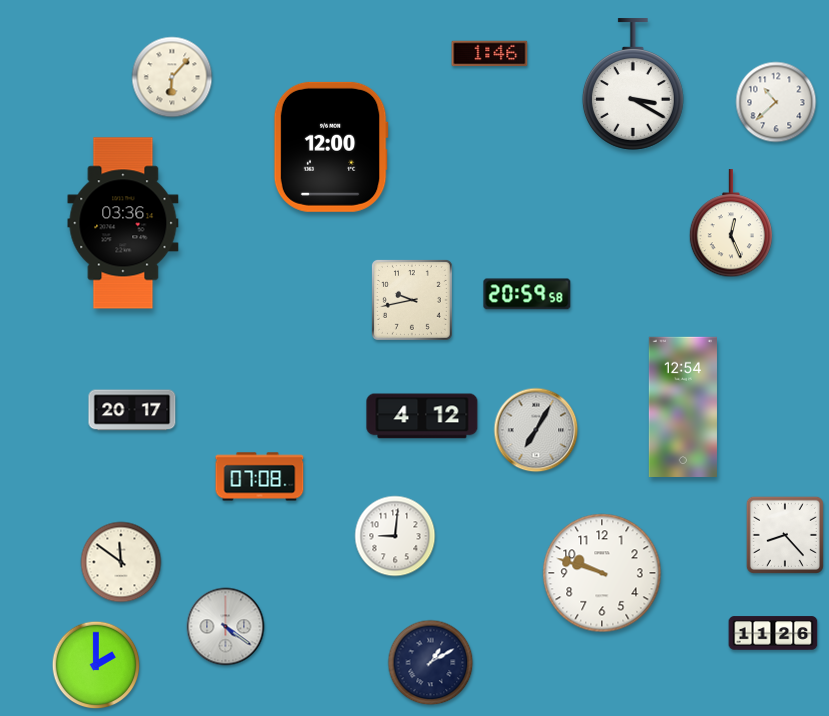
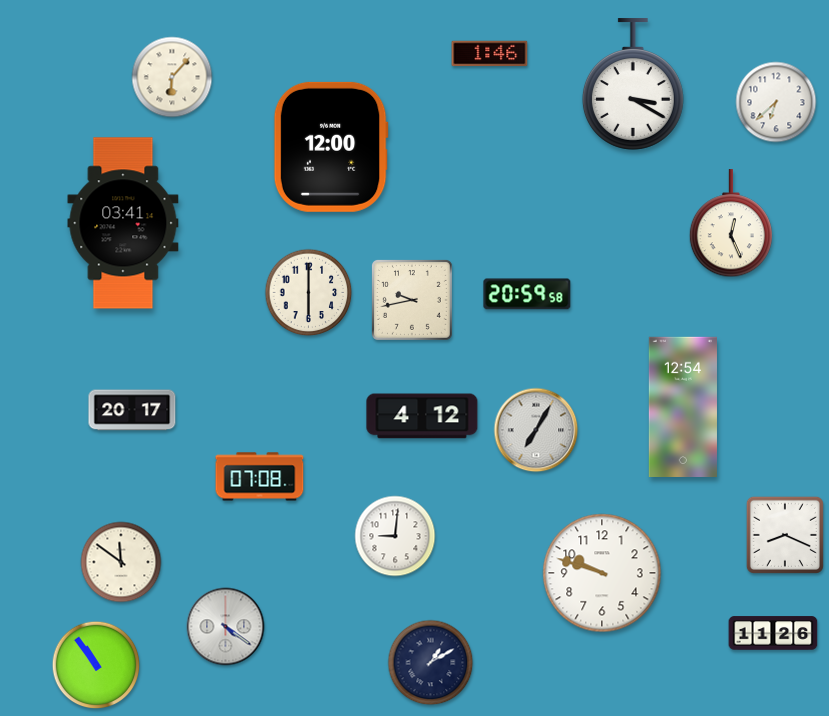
clock at (776, 102): 10:38 -> 6:38
clock at (123, 223): 03:36 -> 03:41
clock at (309, 293): none -> 6:00
clock at (785, 535): 8:23 -> 8:19
clock at (96, 665): 2:00 -> 10:54
